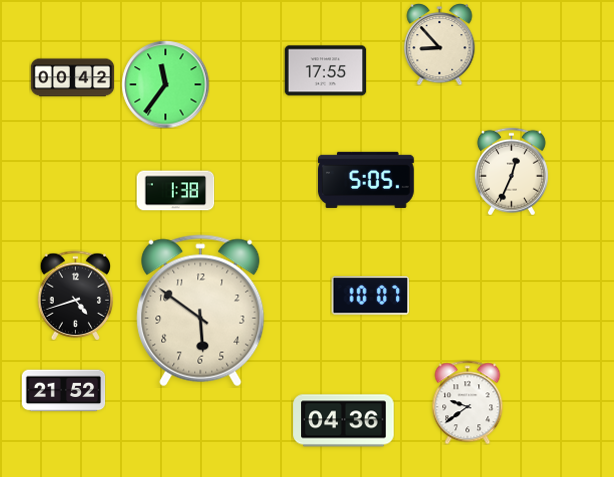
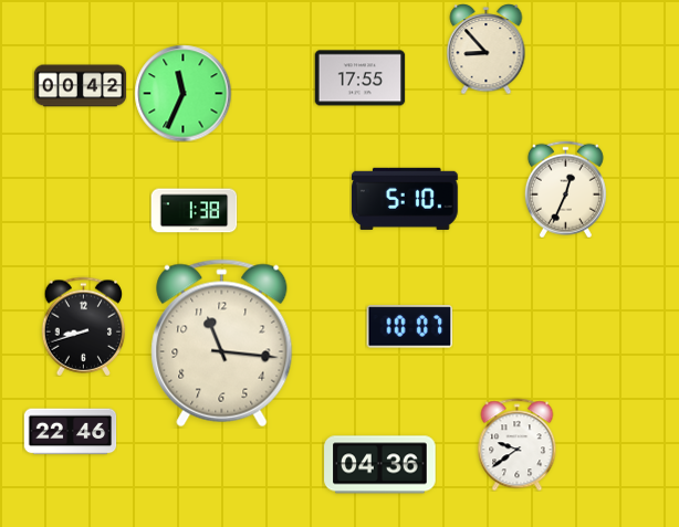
clock at (165, 84): 11:36 -> 11:34
clock at (366, 180): 5:05 -> 5:10
clock at (76, 295): 4:42 -> 8:42
clock at (201, 311): 5:51 -> 11:16
clock at (63, 391): 21:52 -> 22:46
